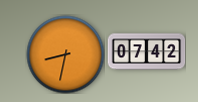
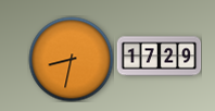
clock at (146, 52): 07:42 -> 17:29
